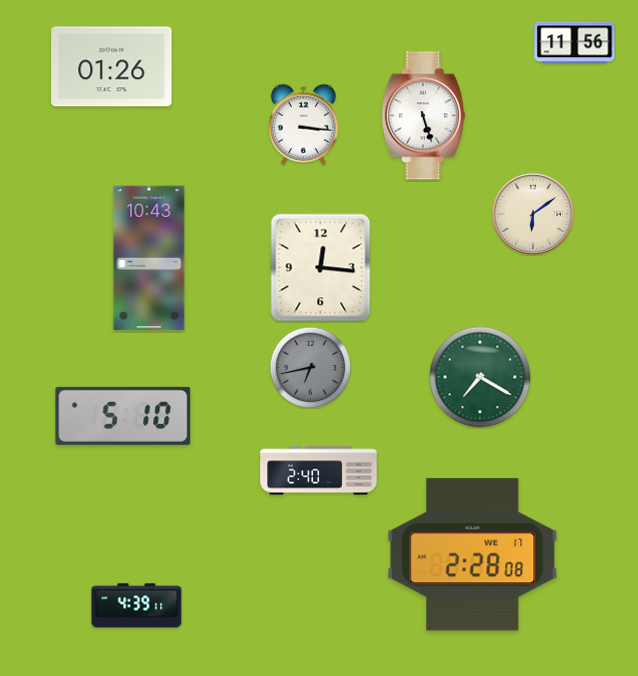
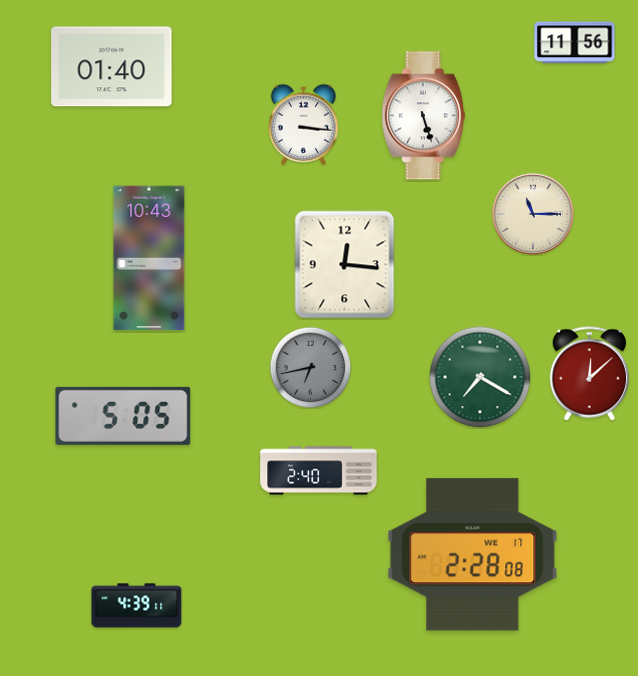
clock at (112, 67): 01:26 -> 01:40
clock at (533, 214): 6:09 -> 11:15
clock at (321, 268) position: (321, 268) -> (345, 265)
clock at (589, 374): none -> 12:08
clock at (123, 416): 5:10 -> 5:05
